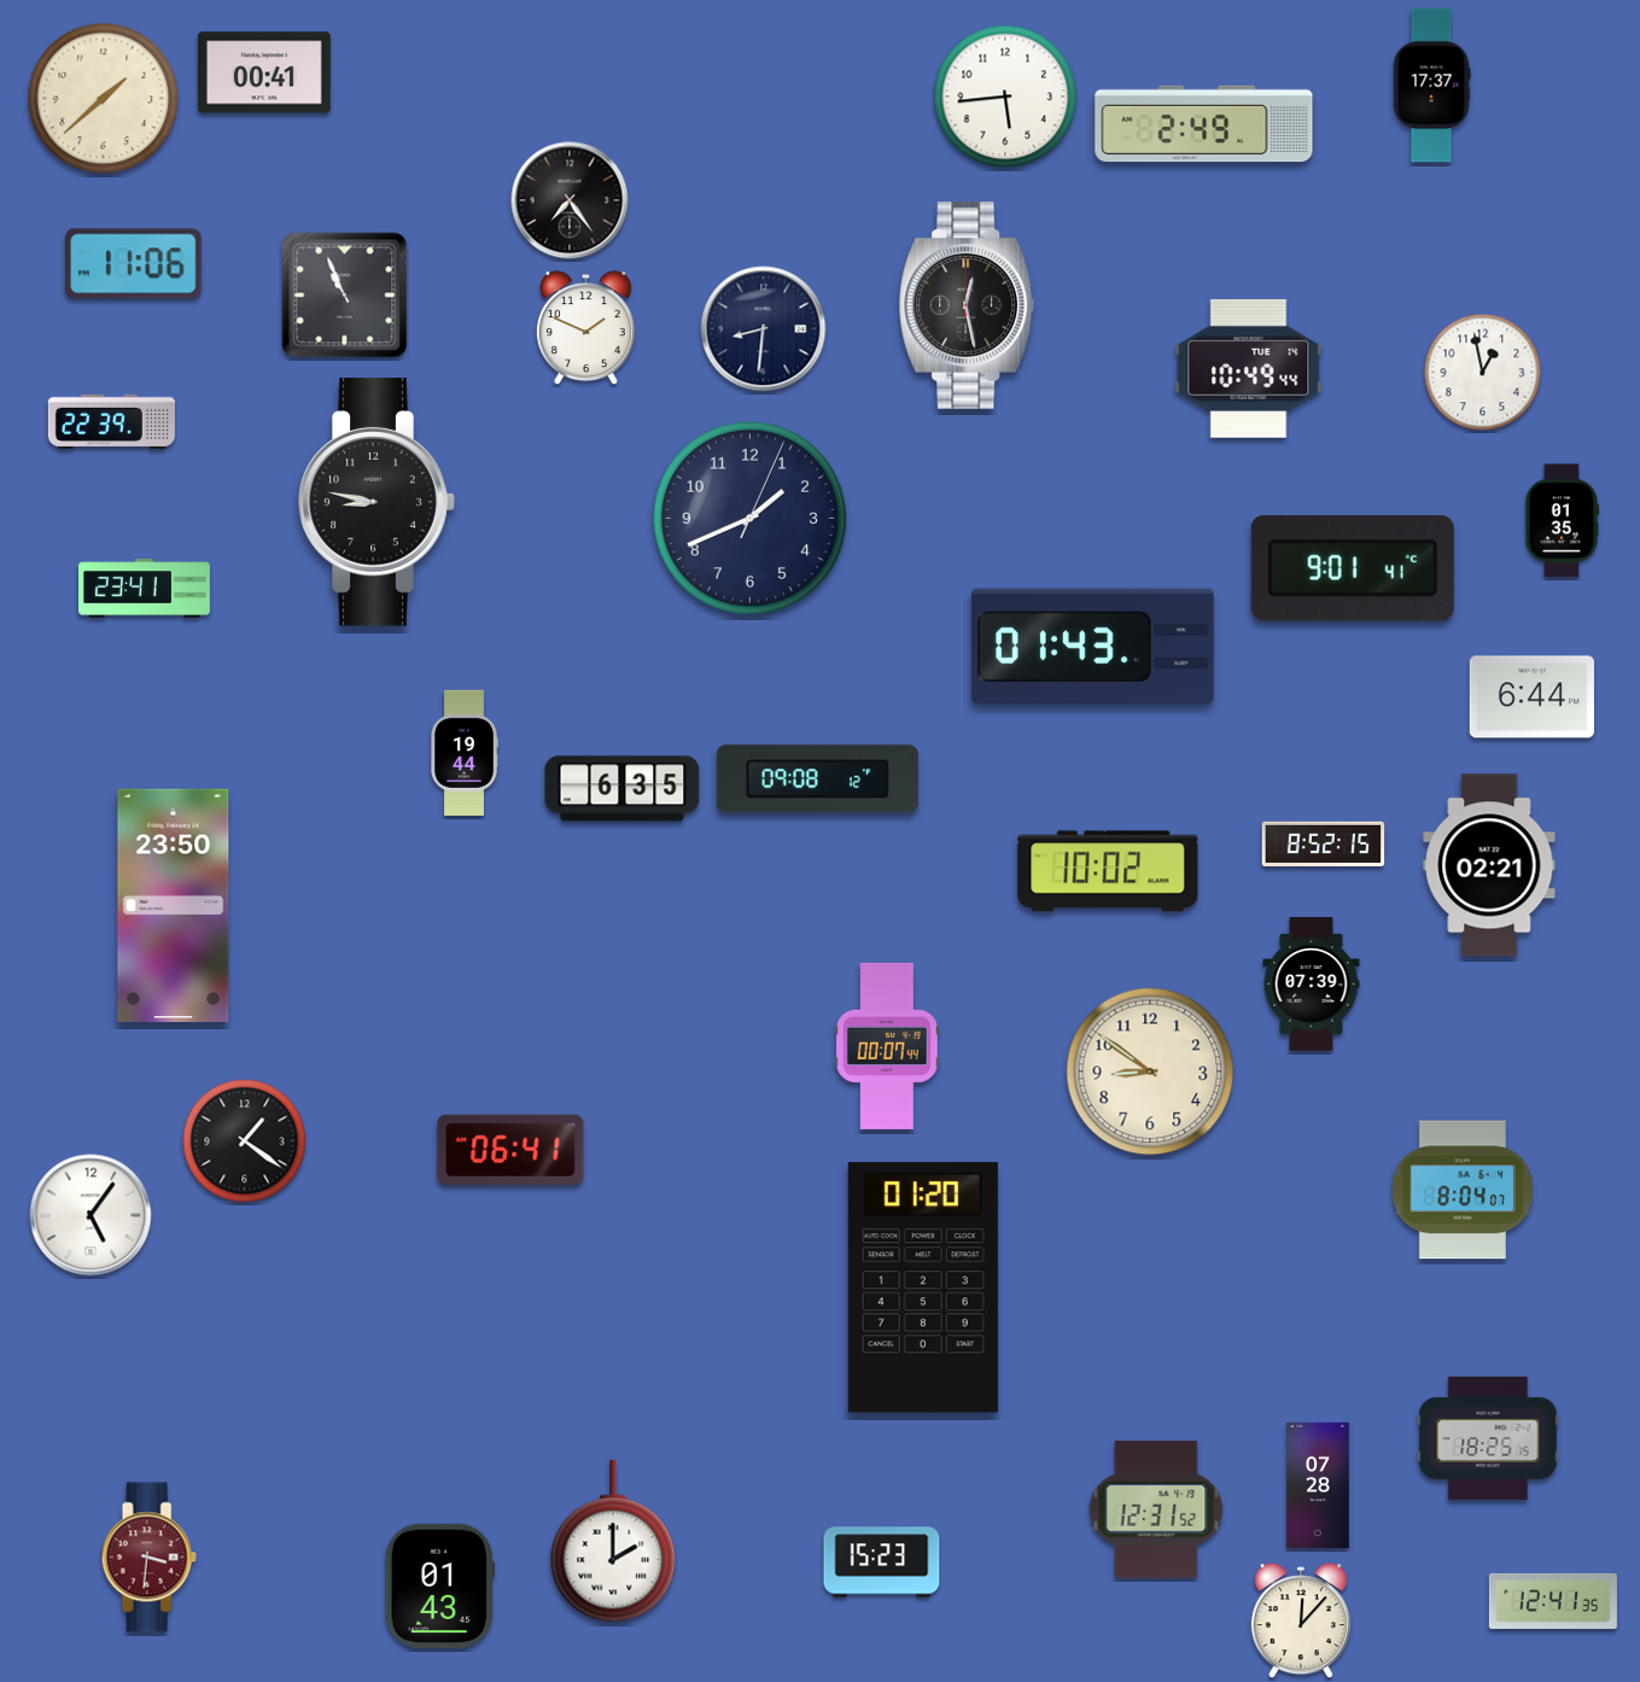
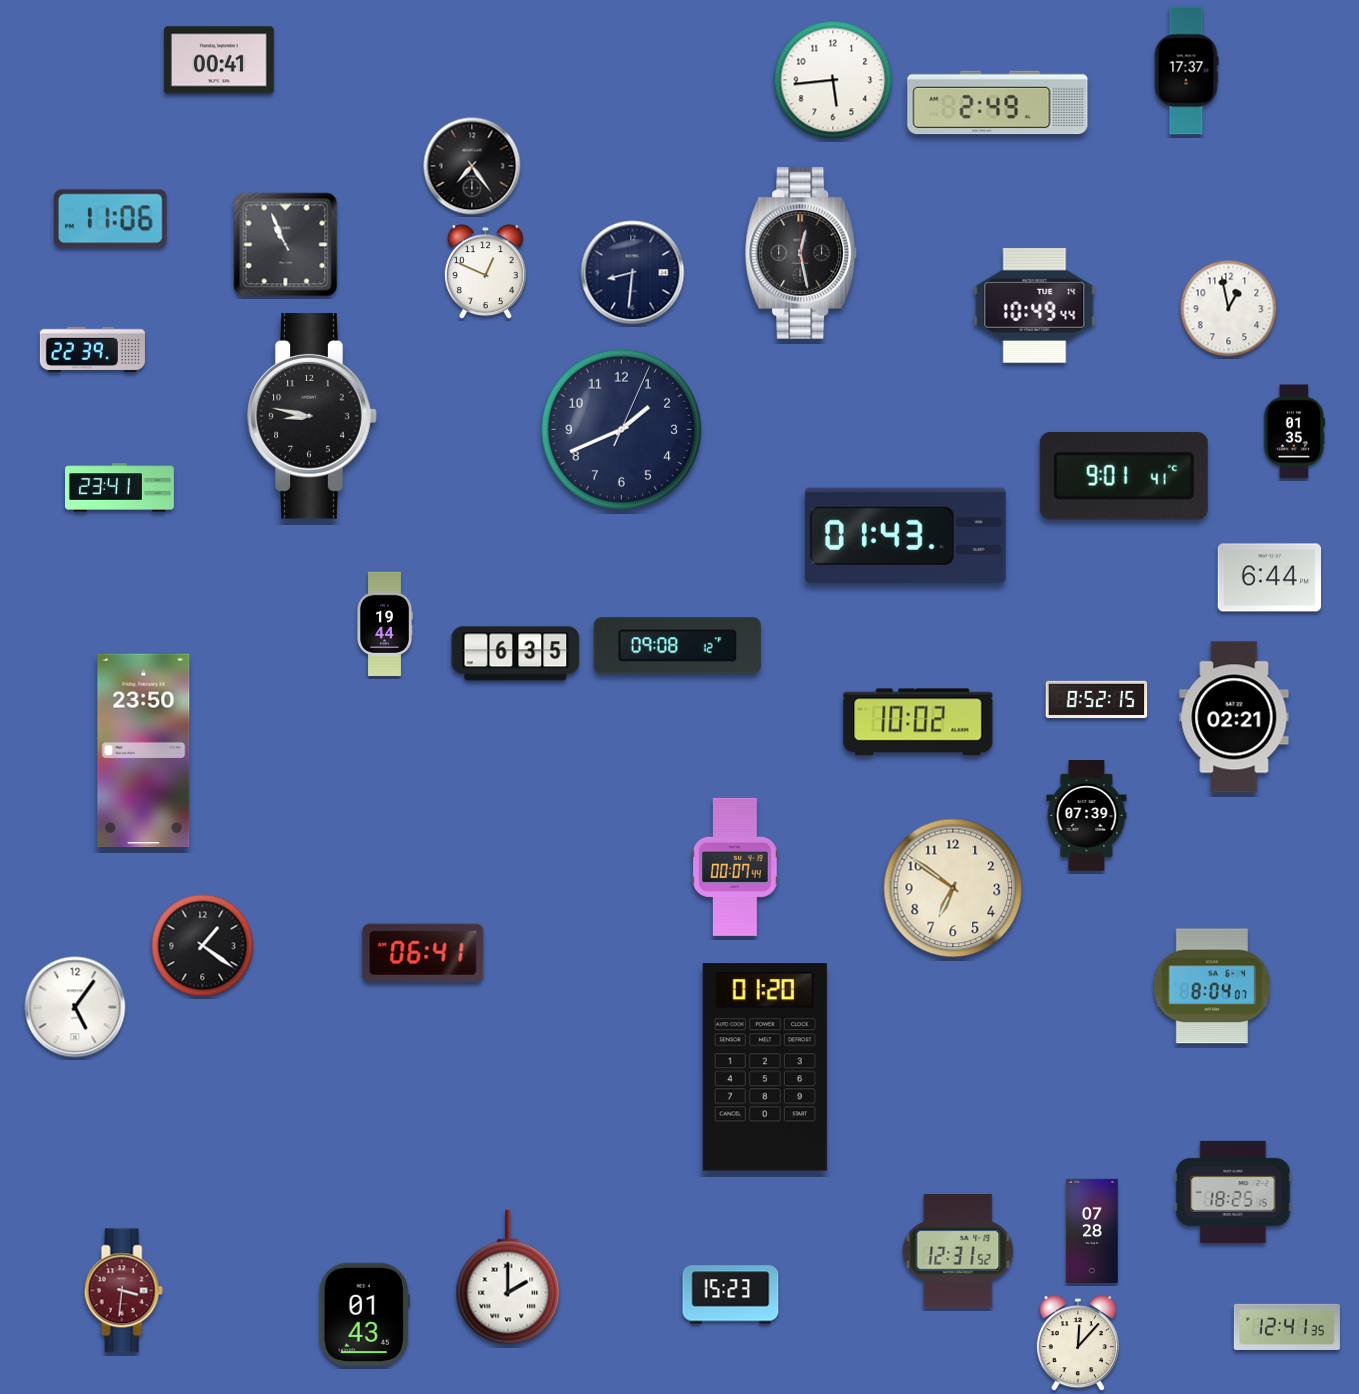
clock at (104, 99): 1:38 -> none
clock at (585, 328): 1:49 -> 12:49
clock at (1353, 568) position: (1353, 568) -> (1124, 476)
clock at (1150, 1071): 8:51 -> 6:51
